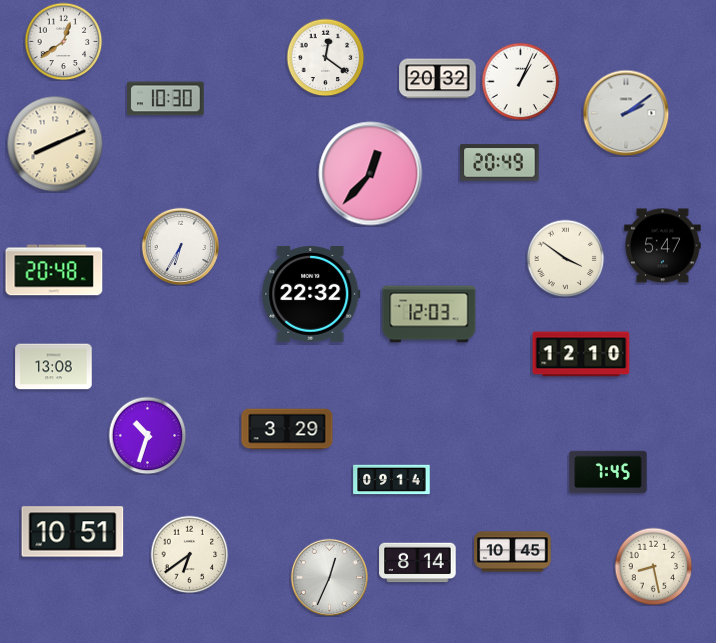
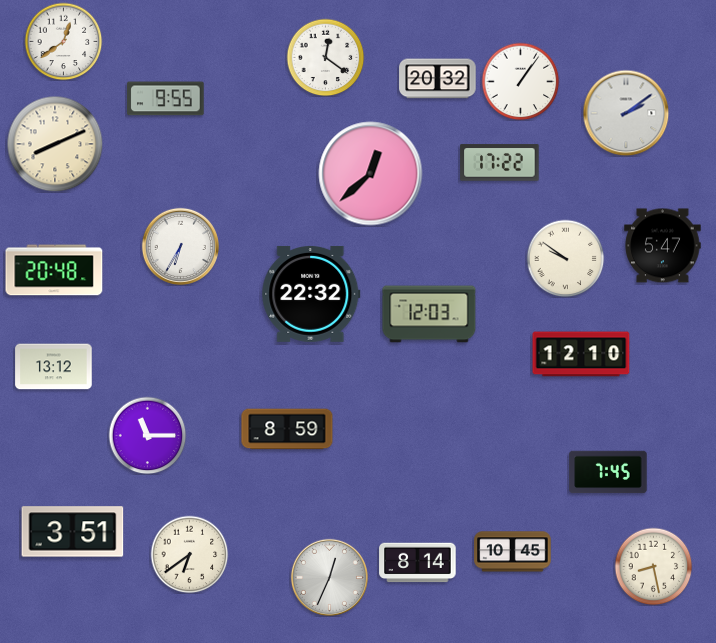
clock at (520, 81): 1:04 -> 1:06
clock at (166, 99): 10:30 -> 9:55
clock at (500, 163): 20:49 -> 17:22
clock at (371, 174): 12:37 -> 12:38
clock at (565, 258): 3:51 -> 9:51
clock at (54, 367): 13:08 -> 13:12
clock at (287, 429): 3:29 -> 8:59
clock at (147, 435): 10:33 -> 11:15
clock at (392, 480): 09:14 -> none
clock at (73, 532): 10:51 -> 3:51
